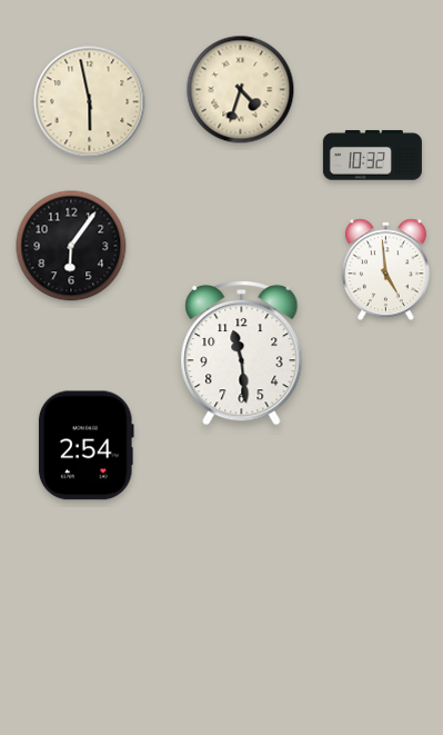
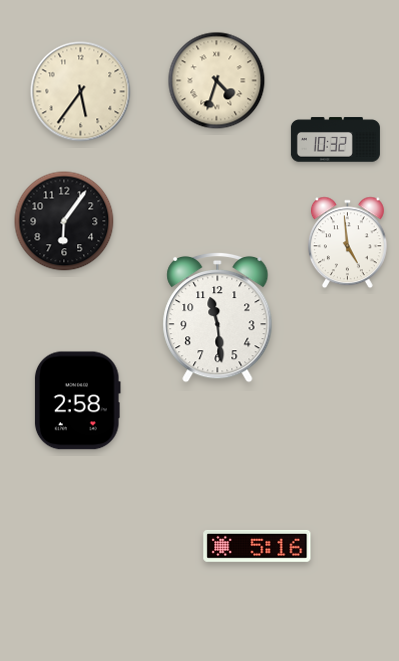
clock at (90, 102): 5:58 -> 5:36
clock at (85, 446): 2:54 -> 2:58
clock at (257, 546): none -> 5:16
